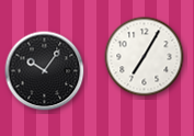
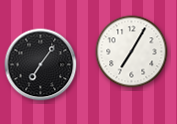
clock at (45, 71): 10:06 -> 7:06
